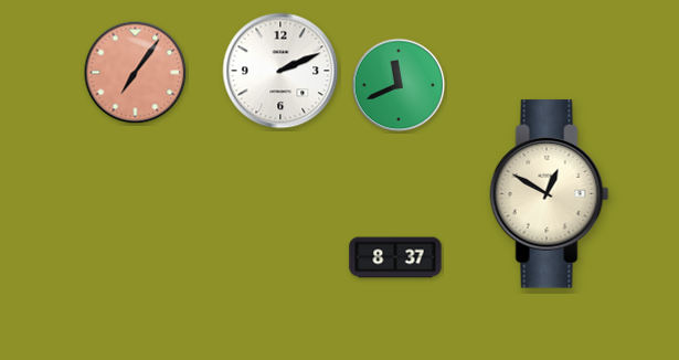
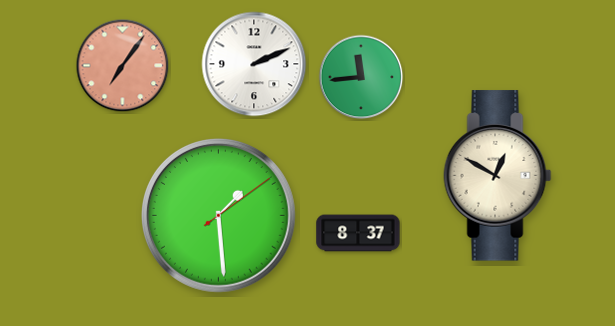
clock at (399, 85): 11:41 -> 11:44
clock at (218, 215): none -> 1:29
